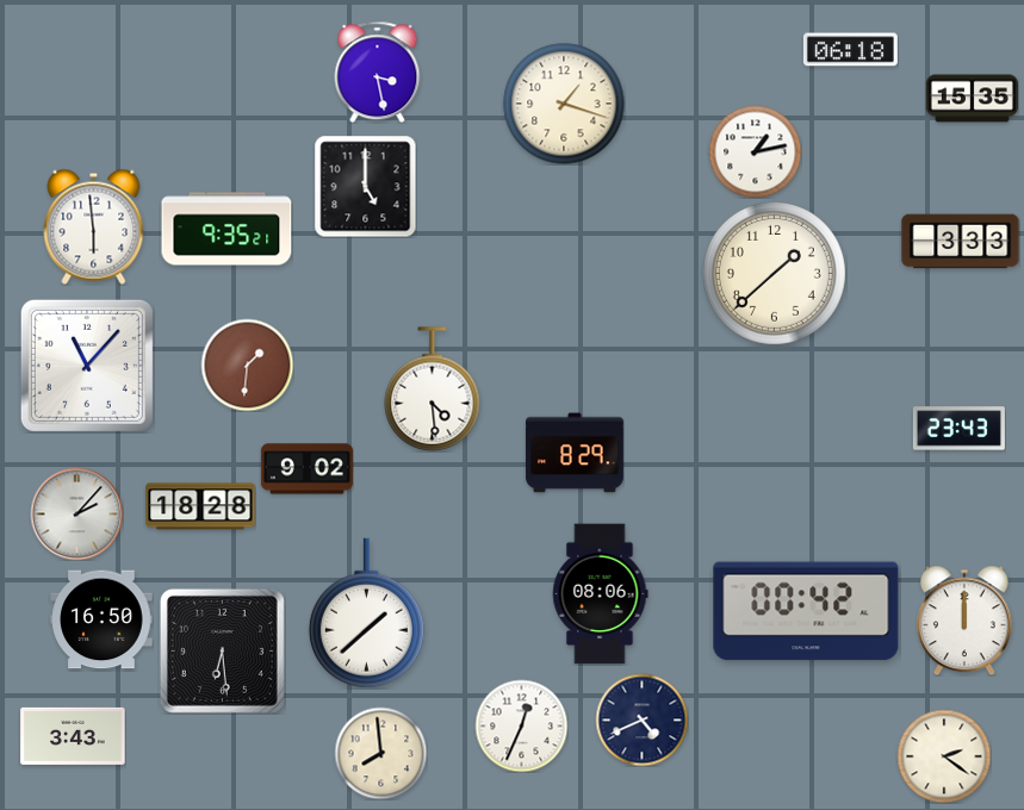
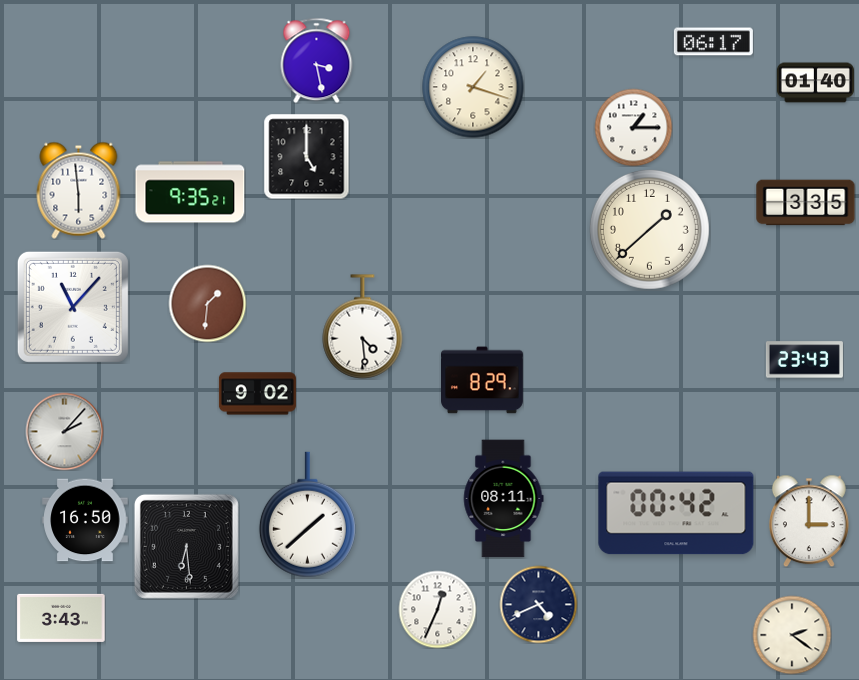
clock at (850, 50): 06:18 -> 06:17
clock at (972, 99): 15:35 -> 01:40
clock at (755, 151): 1:13 -> 1:15
clock at (961, 242): 3:33 -> 3:35
clock at (247, 364) position: (247, 364) -> (207, 303)
clock at (200, 506): 18:28 -> none
clock at (600, 594): 08:06 -> 08:11
clock at (964, 621): 12:00 -> 3:00
clock at (380, 753): 7:59 -> none
